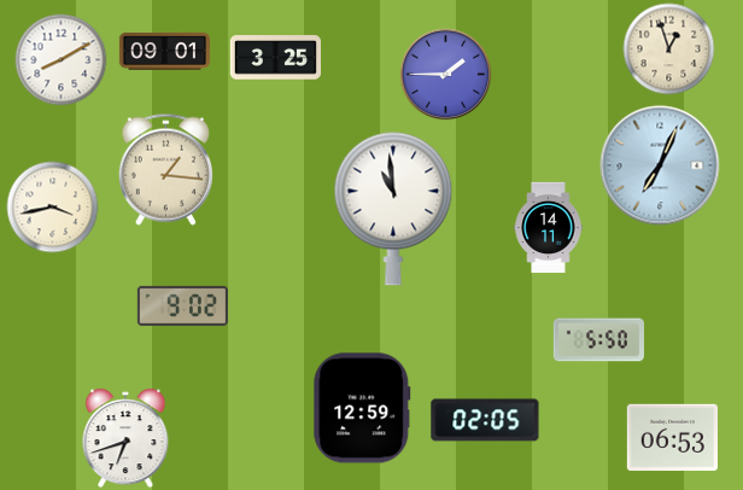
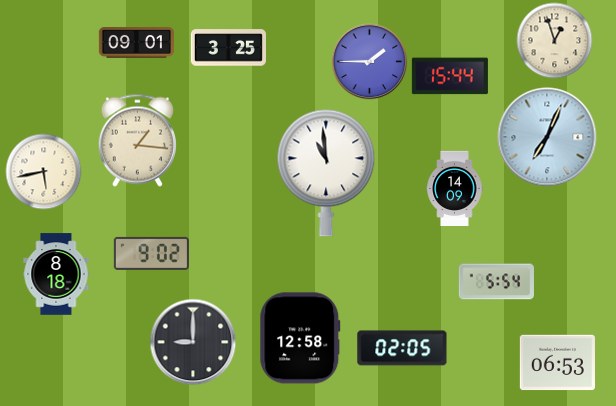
clock at (62, 60): 8:10 -> none
clock at (450, 76): none -> 15:44
clock at (53, 208): 3:43 -> 5:43
clock at (549, 227): 14:11 -> 14:09
clock at (56, 274): none -> 8:18
clock at (598, 340): 5:50 -> 5:54
clock at (362, 408): 12:59 -> 12:58
clock at (193, 342): none -> 9:00
clock at (125, 438): 6:42 -> none
